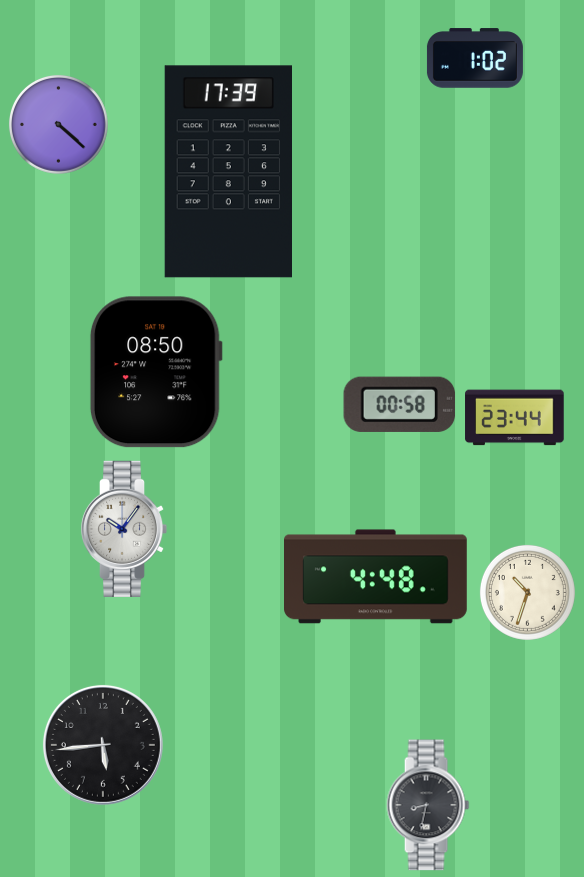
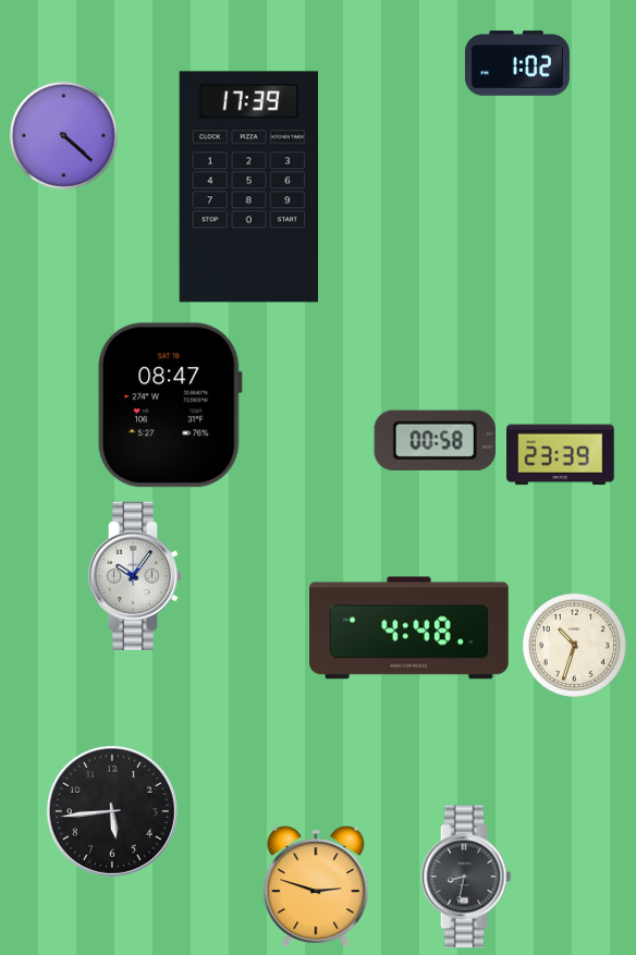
clock at (156, 372): 08:50 -> 08:47
clock at (515, 418): 23:44 -> 23:39
clock at (316, 886): none -> 2:48
